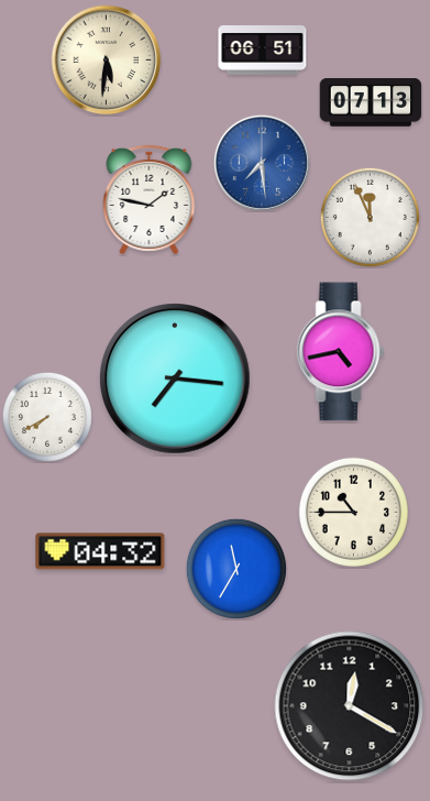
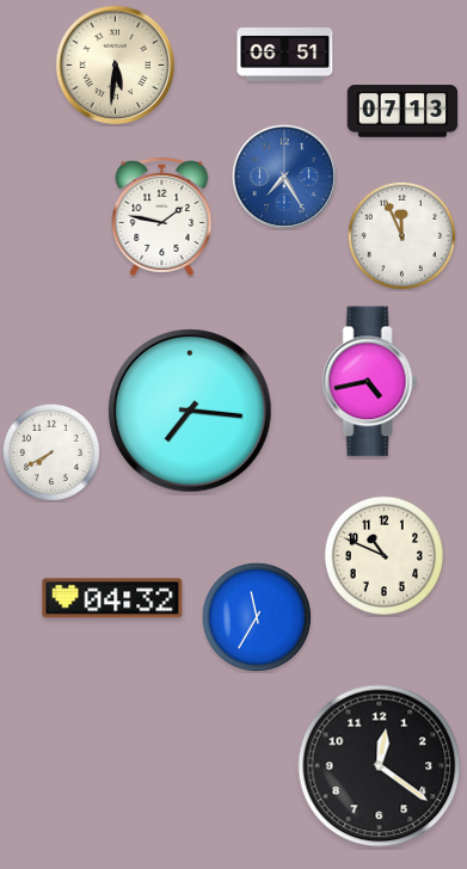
clock at (262, 163): 7:29 -> 7:25
clock at (353, 512): 10:45 -> 10:49
clock at (100, 551) position: (100, 551) -> (112, 598)
clock at (350, 706): 12:20 -> 12:21
